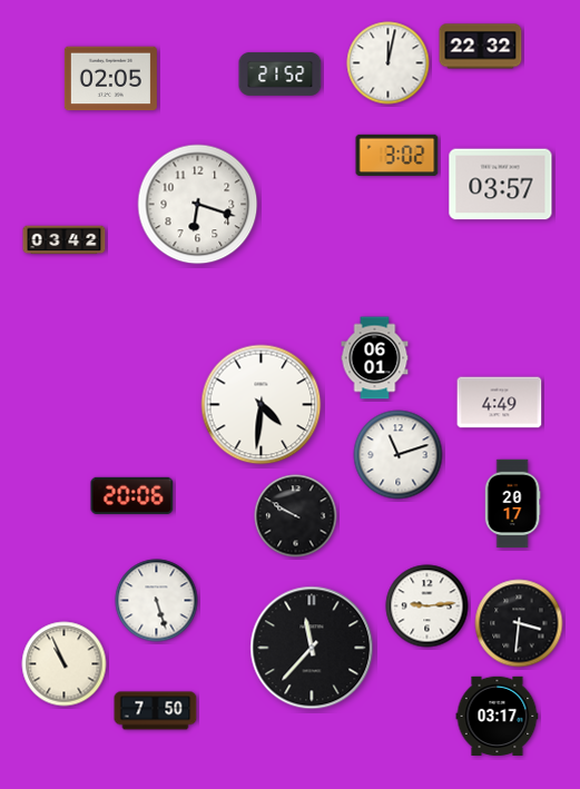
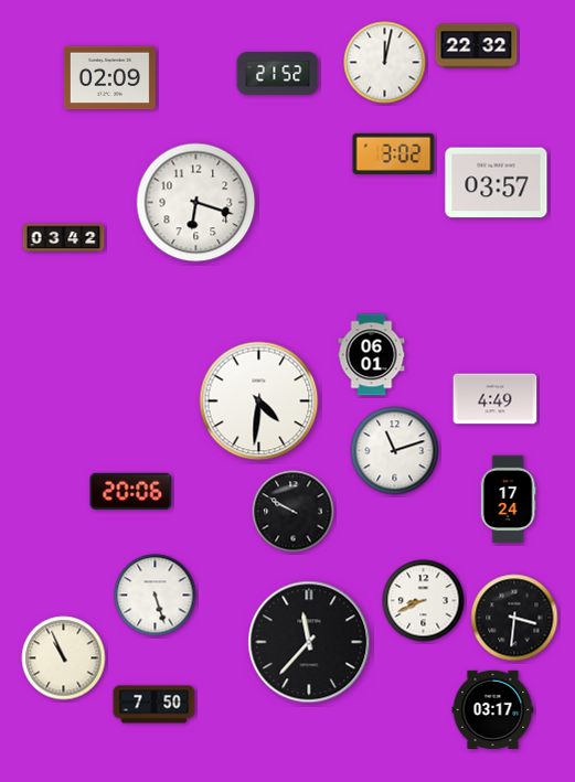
clock at (110, 79): 02:05 -> 02:09
clock at (512, 504): 20:17 -> 17:24
clock at (427, 606): 9:14 -> 8:41
